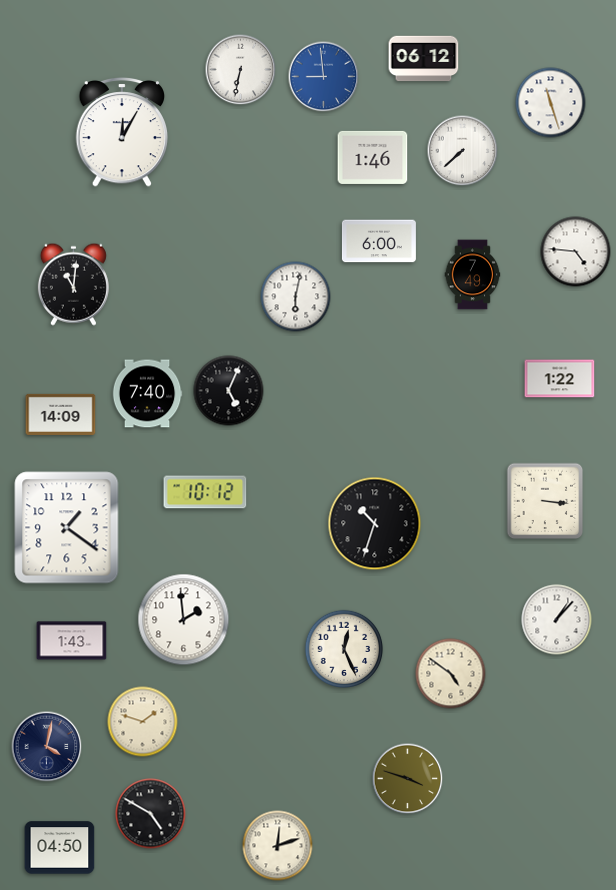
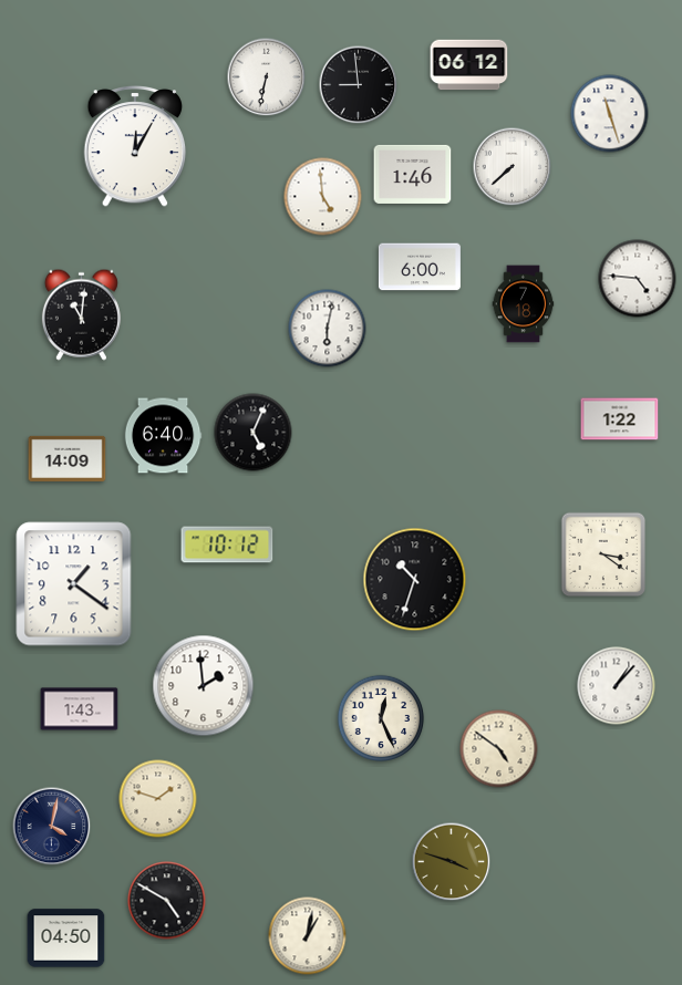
clock at (324, 77) dial: blue -> black
clock at (323, 197): none -> 4:59
clock at (473, 275): 7:49 -> 7:18
clock at (147, 394): 7:40 -> 6:40
clock at (545, 501): 3:16 -> 3:21
clock at (451, 674) position: (451, 674) -> (499, 749)
clock at (278, 846): 12:12 -> 1:02
